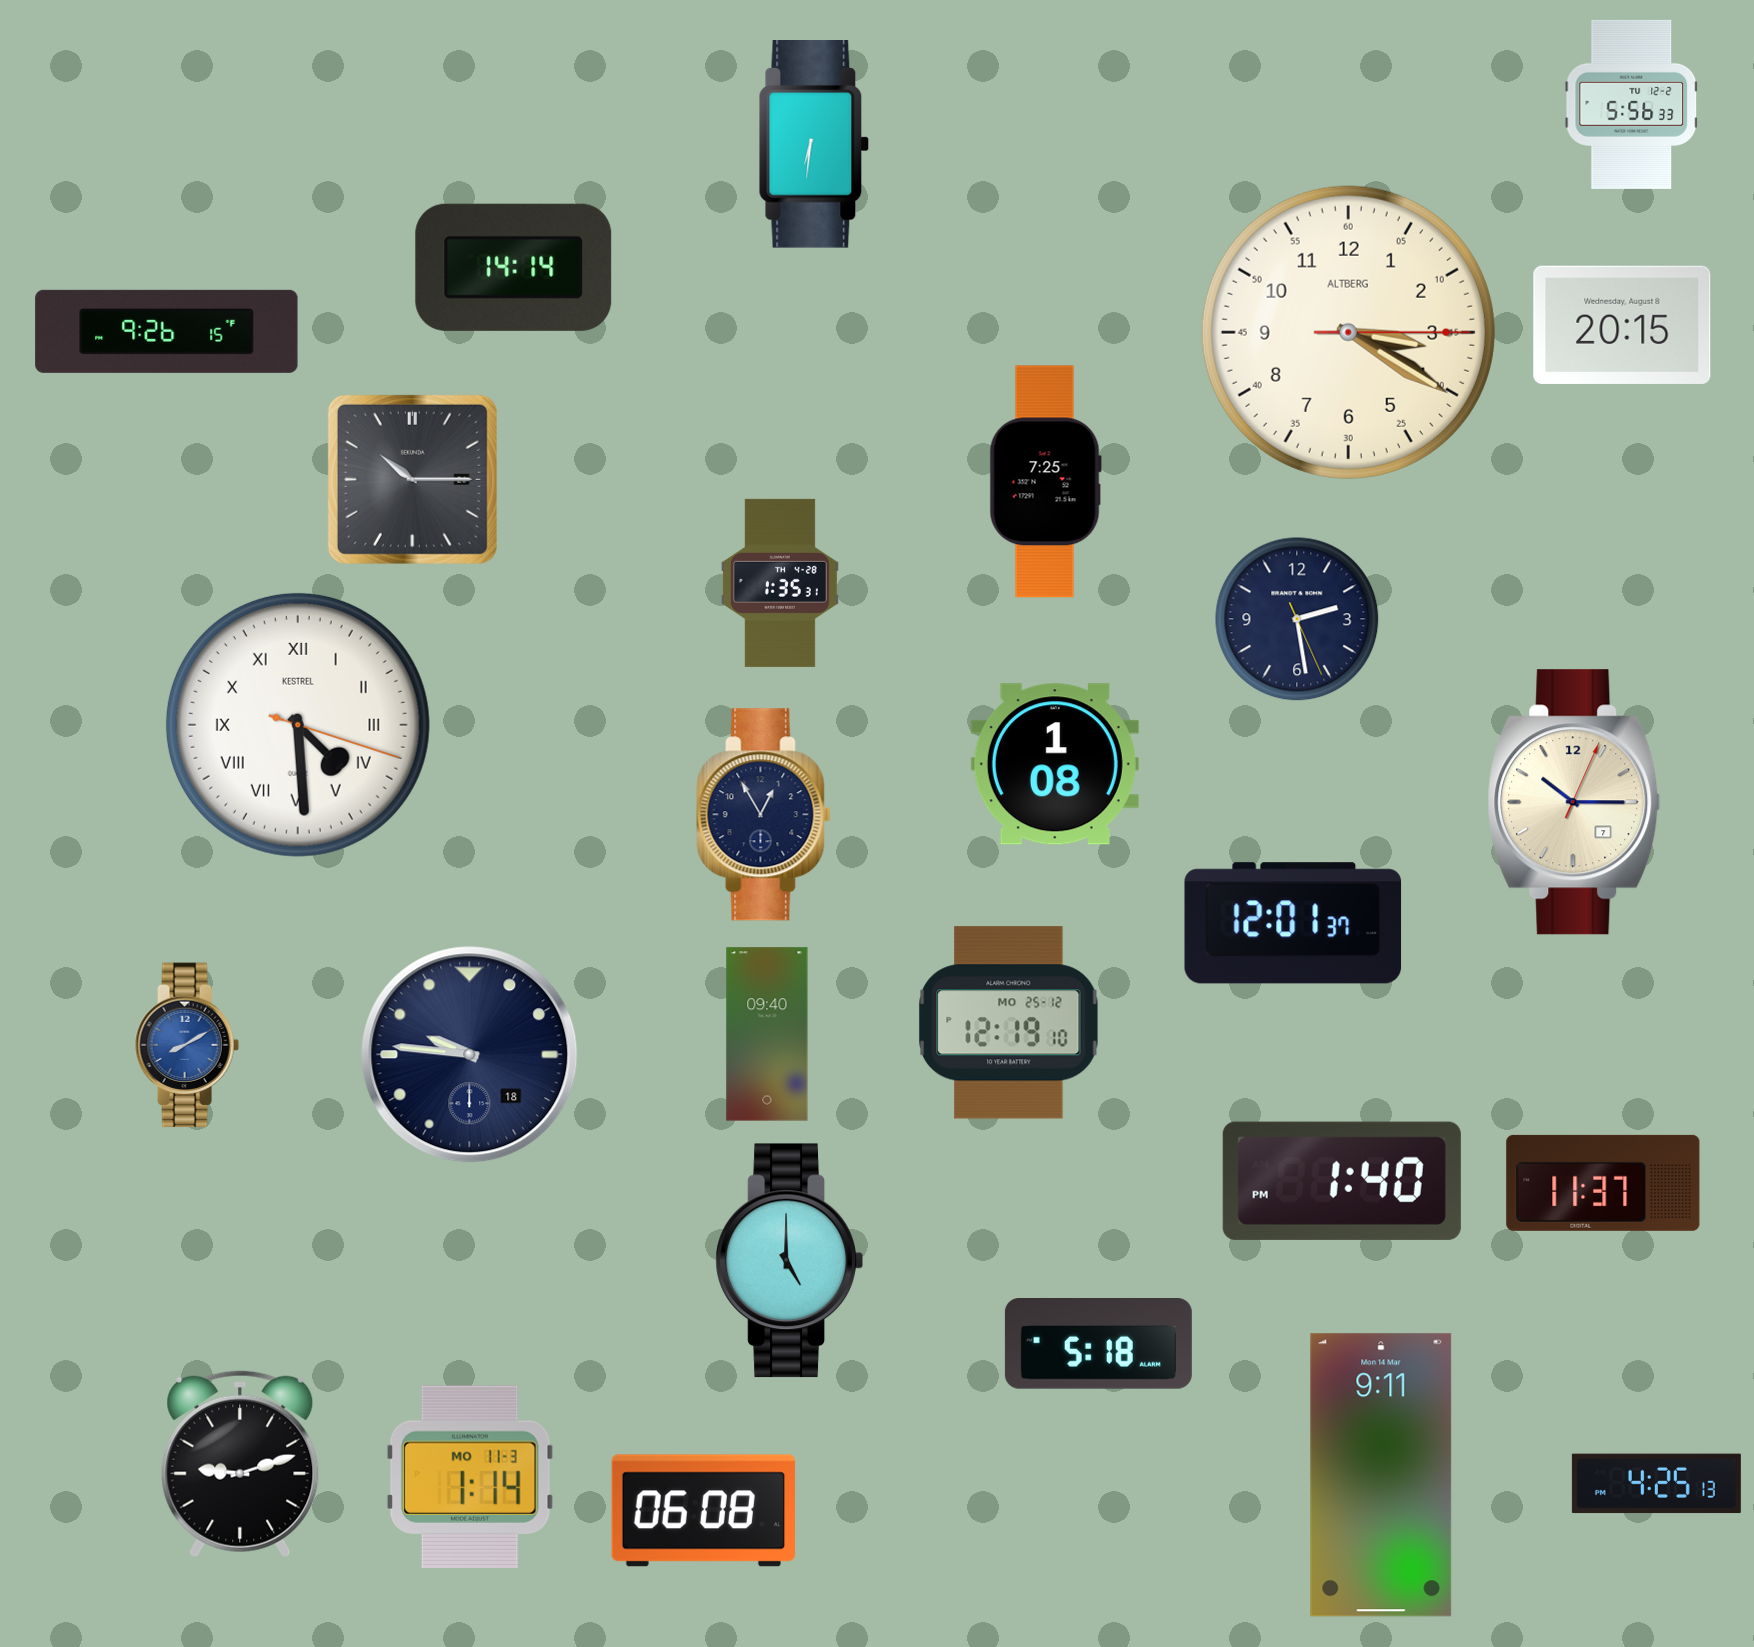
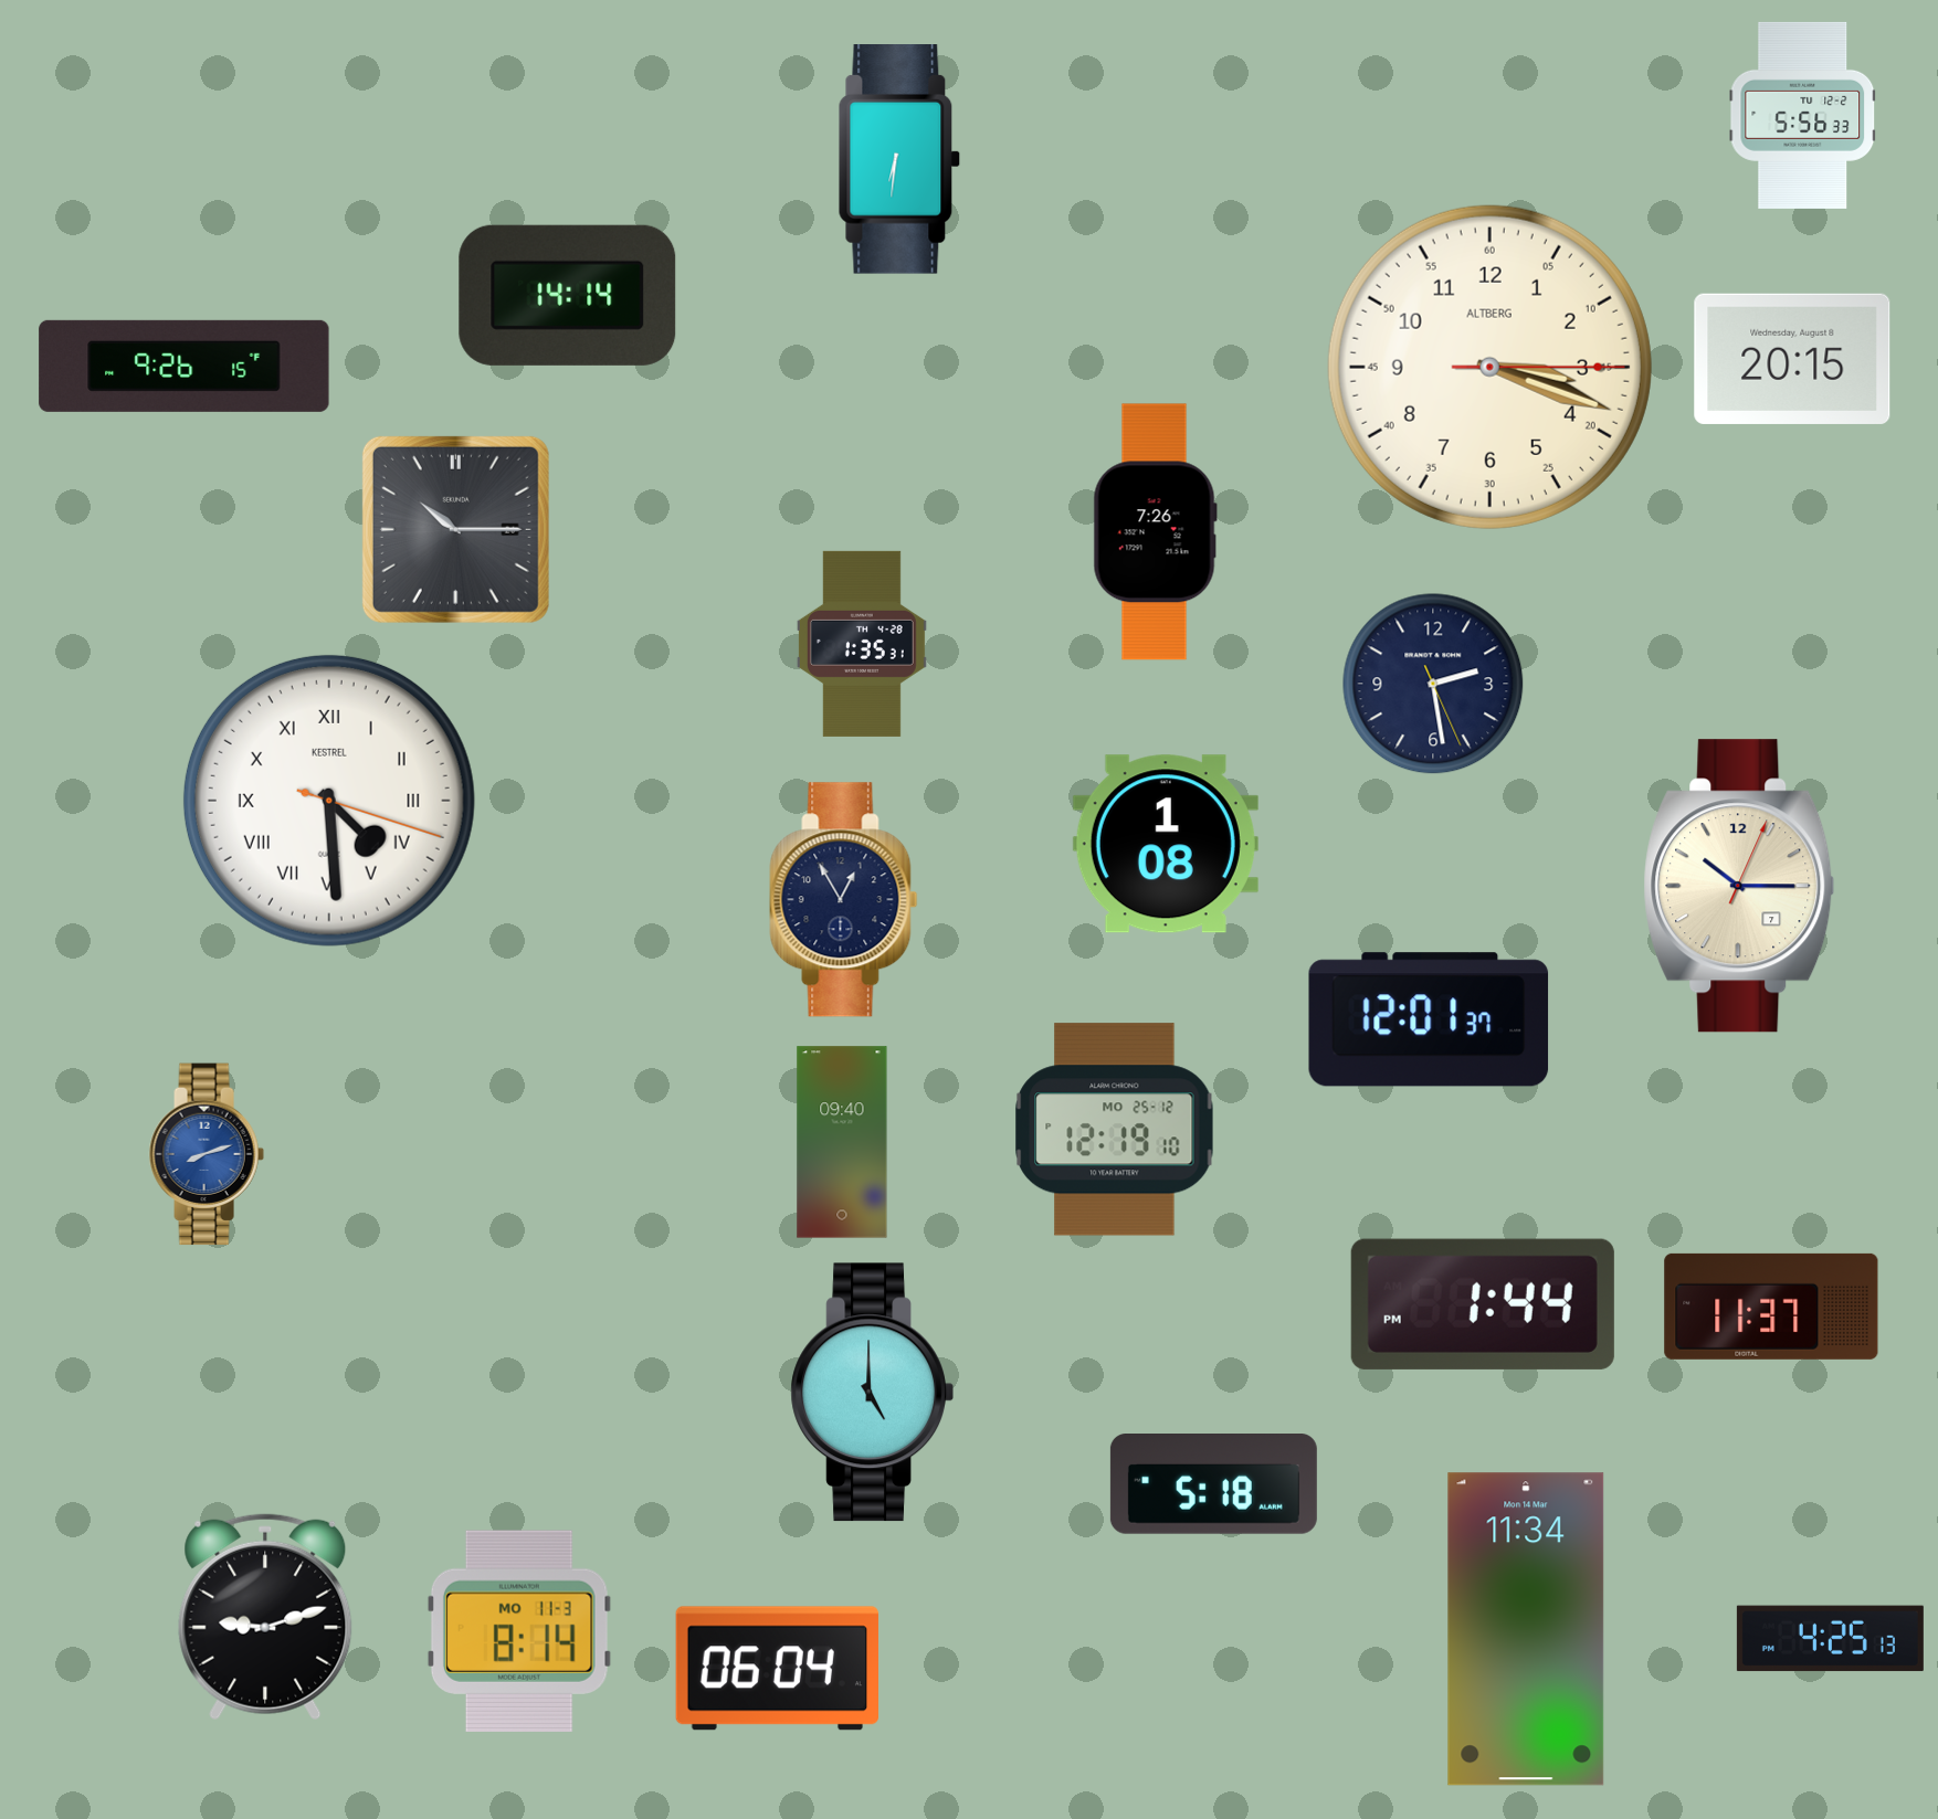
clock at (1348, 332): 3:20 -> 3:18
clock at (1045, 482): 7:25 -> 7:26
clock at (767, 1034) position: (767, 1034) -> (842, 1142)
clock at (187, 1045): 8:10 -> 8:12
clock at (470, 1055): 9:46 -> none
clock at (1342, 1181): 1:40 -> 1:44
clock at (1381, 1475): 9:11 -> 11:34
clock at (470, 1477): 1:14 -> 8:14
clock at (703, 1511): 06:08 -> 06:04
